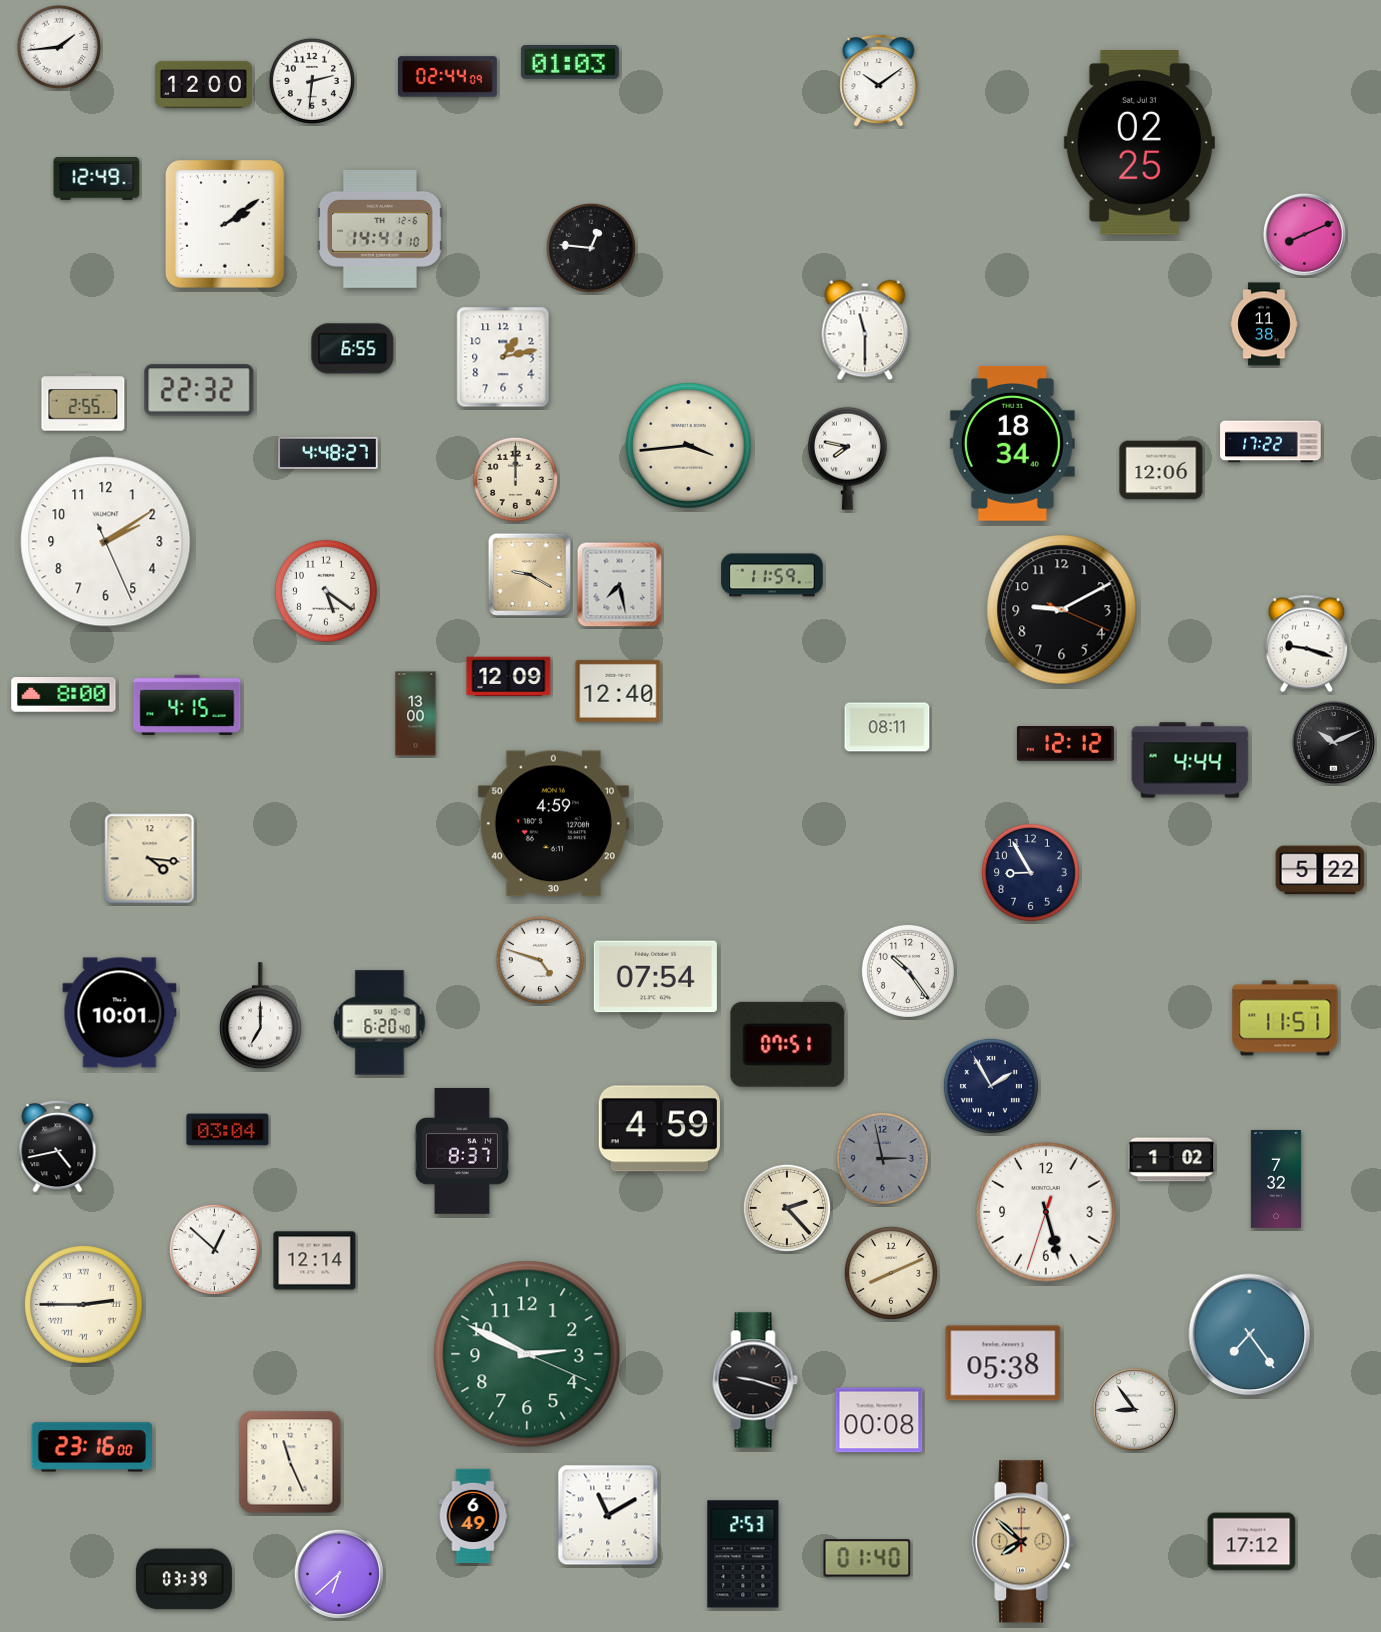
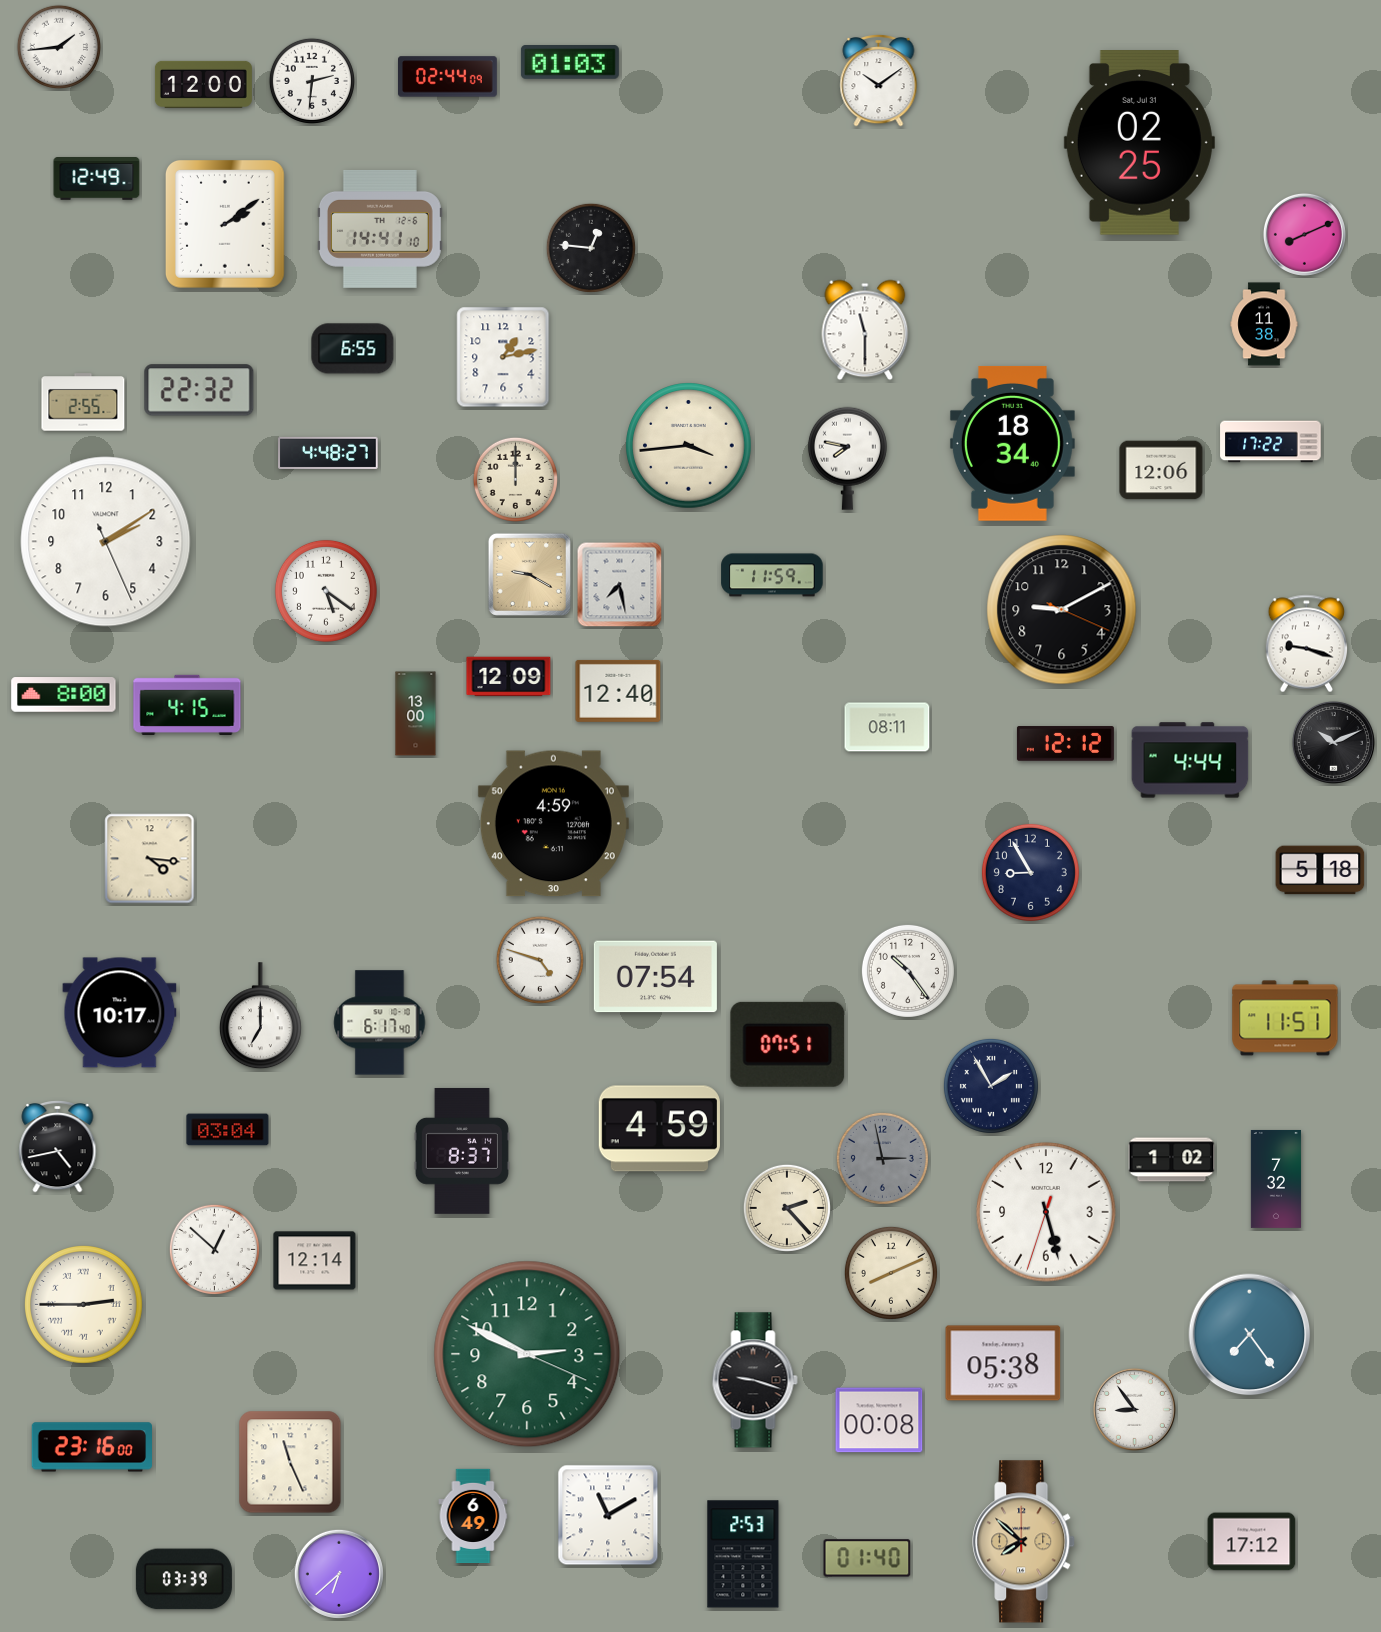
clock at (1320, 870): 5:22 -> 5:18
clock at (120, 1013): 10:01 -> 10:17
clock at (380, 1023): 6:20 -> 6:17
